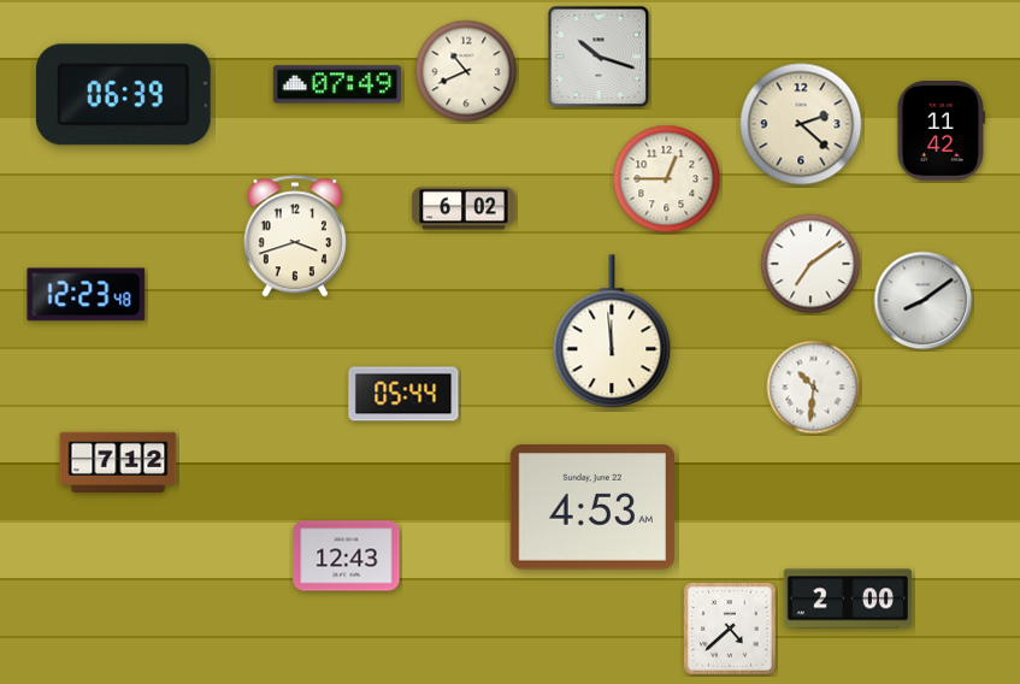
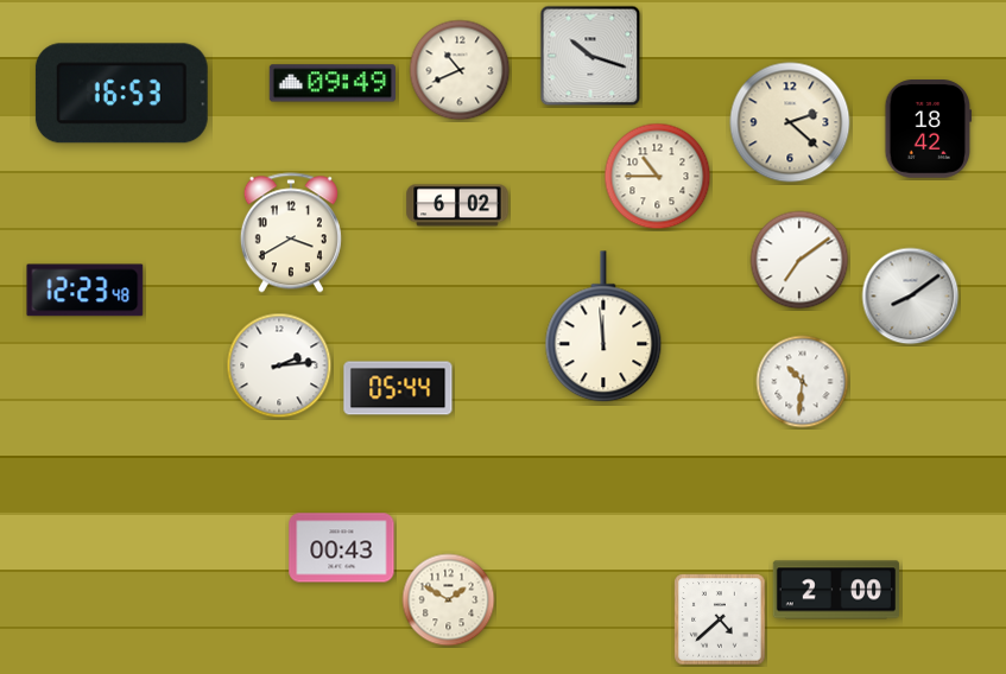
clock at (336, 84): 07:49 -> 09:49
clock at (123, 95): 06:39 -> 16:53
clock at (942, 131): 11:42 -> 18:42
clock at (667, 179): 12:45 -> 10:45
clock at (295, 236): 3:42 -> 3:40
clock at (279, 365): none -> 2:14
clock at (118, 462): 7:12 -> none
clock at (592, 507): 4:53 -> none
clock at (347, 556): 12:43 -> 00:43
clock at (449, 600): none -> 1:50
